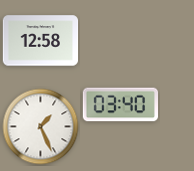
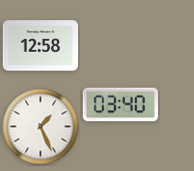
clock at (41, 41) position: (41, 41) -> (41, 46)
